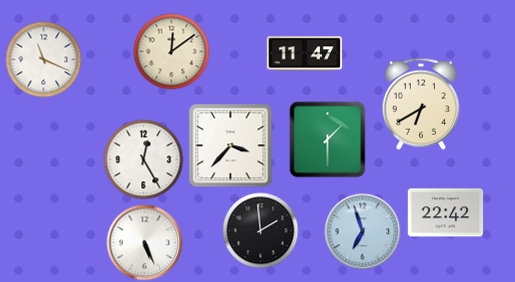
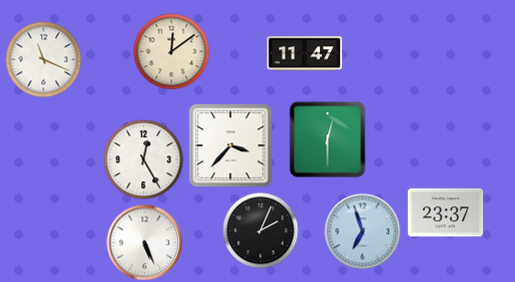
clock at (421, 104): 6:40 -> none
clock at (328, 140): 1:30 -> 12:30
clock at (446, 213): 22:42 -> 23:37
clock at (261, 231): 1:59 -> 2:04
